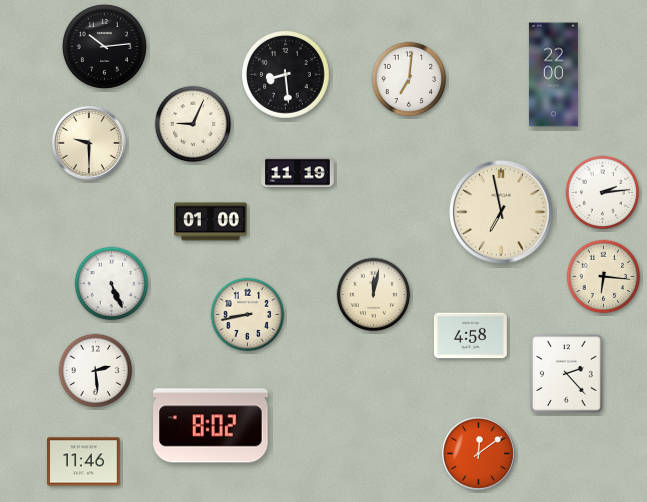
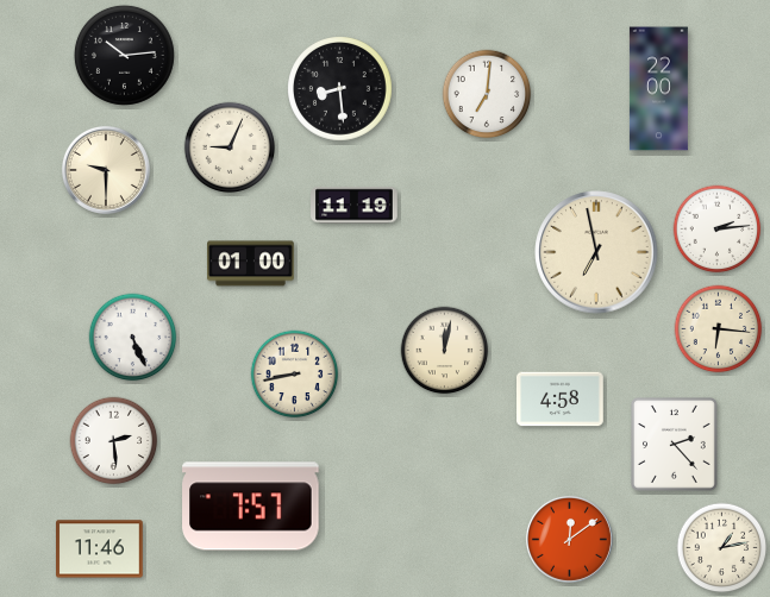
clock at (211, 426): 8:02 -> 7:57
clock at (722, 548): none -> 1:13
